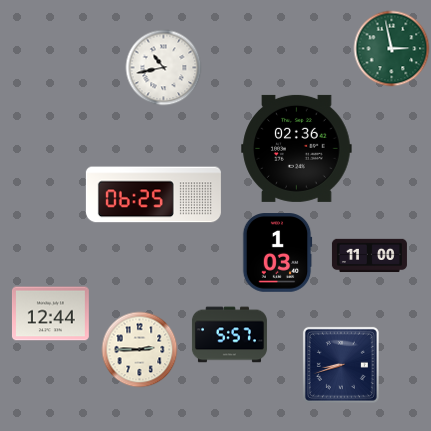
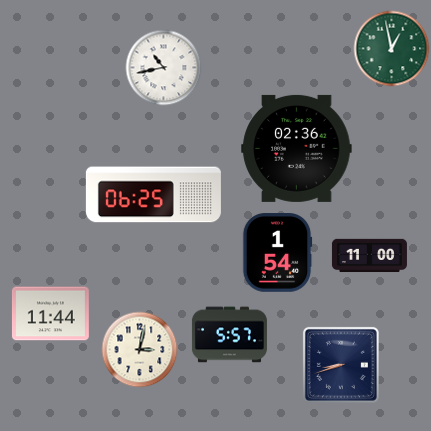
clock at (392, 49): 2:58 -> 12:58
clock at (277, 253): 1:03 -> 1:54
clock at (50, 314): 12:44 -> 11:44
clock at (140, 350): 2:45 -> 3:02
